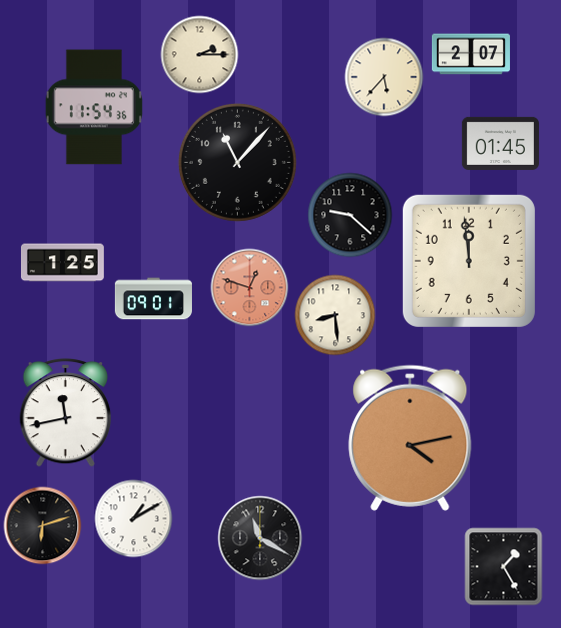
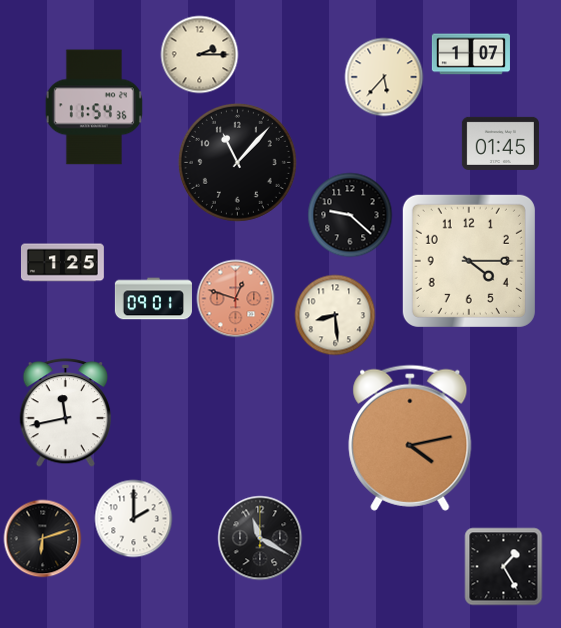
clock at (471, 54): 2:07 -> 1:07
clock at (469, 261): 11:59 -> 4:15
clock at (249, 287) position: (249, 287) -> (235, 298)
clock at (133, 518): 1:10 -> 2:00
clock at (42, 525) position: (42, 525) -> (42, 538)
